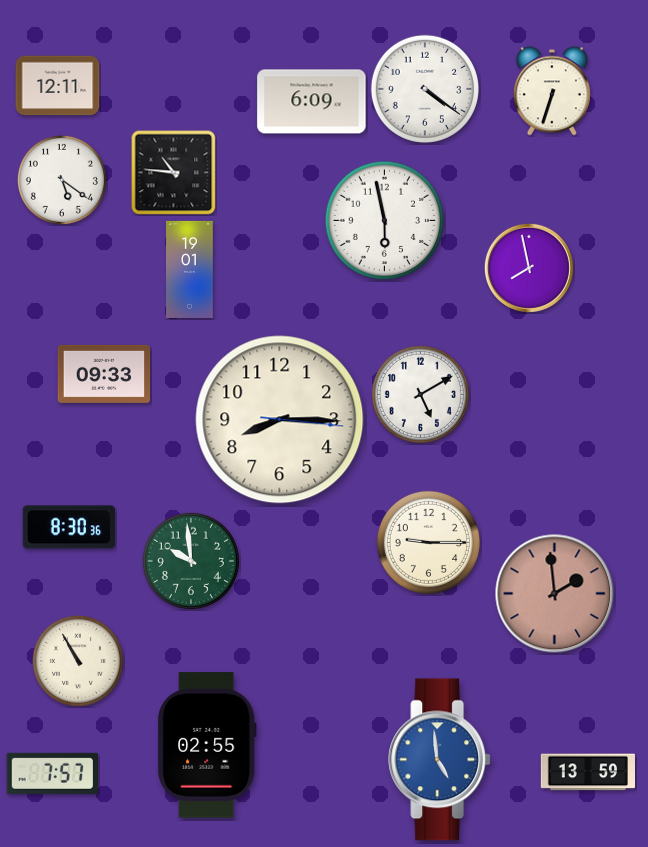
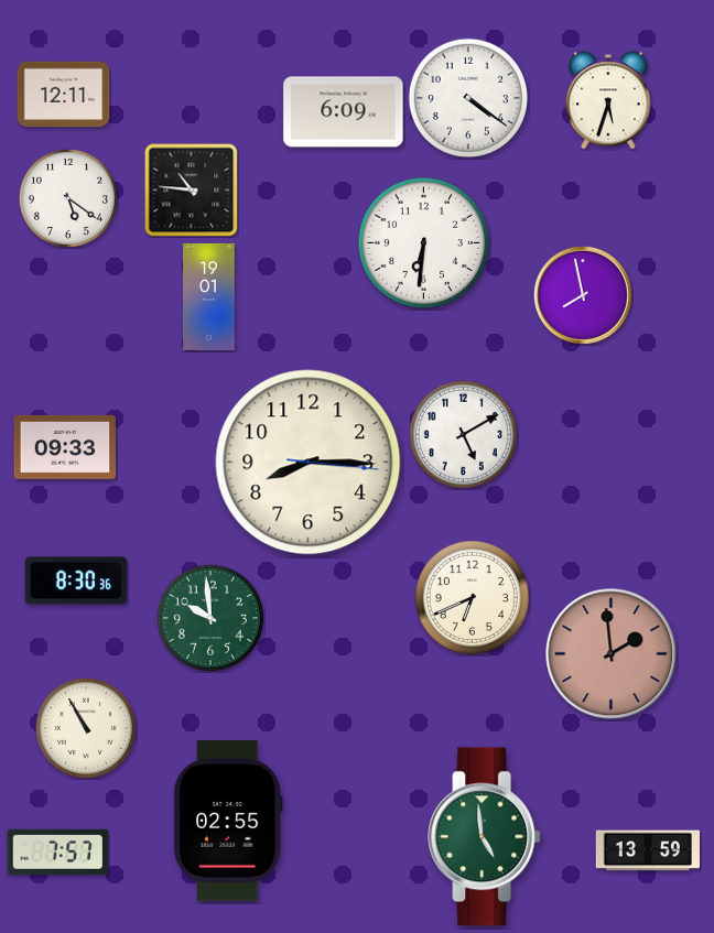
clock at (552, 91): 6:33 -> 5:33
clock at (385, 221): 5:58 -> 6:31
clock at (104, 374) position: (104, 374) -> (65, 447)
clock at (428, 542): 9:15 -> 6:41
clock at (440, 760) dial: blue -> green
